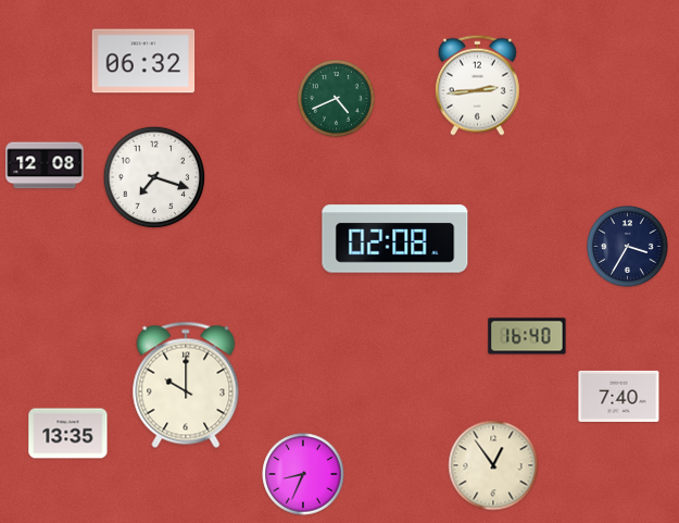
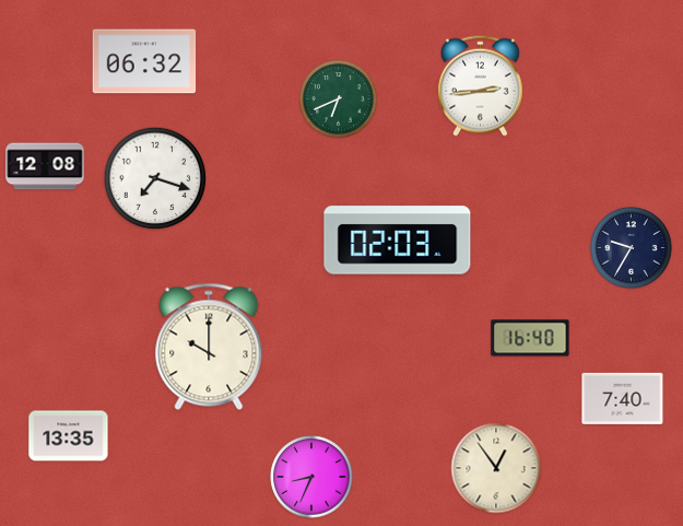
clock at (336, 98): 4:41 -> 6:41
clock at (395, 239): 02:08 -> 02:03
clock at (628, 247): 3:35 -> 9:35
clock at (186, 385) position: (186, 385) -> (209, 347)
clock at (303, 474) position: (303, 474) -> (311, 477)
